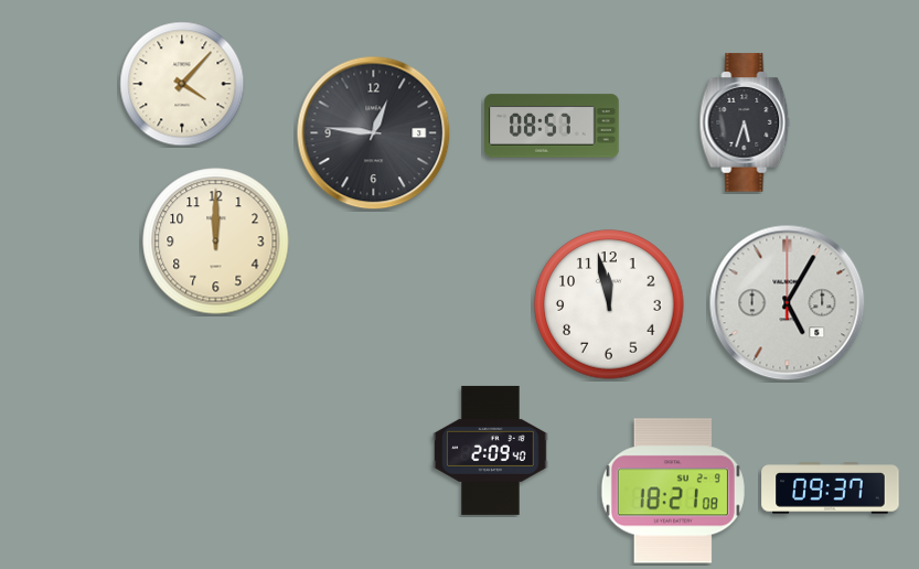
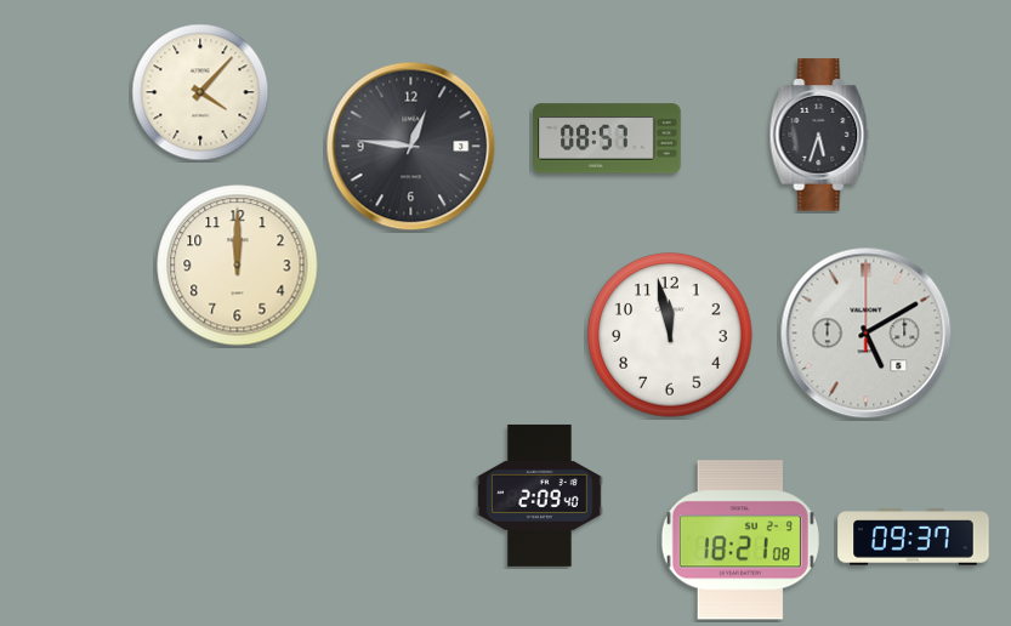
clock at (788, 303): 5:05 -> 5:10
